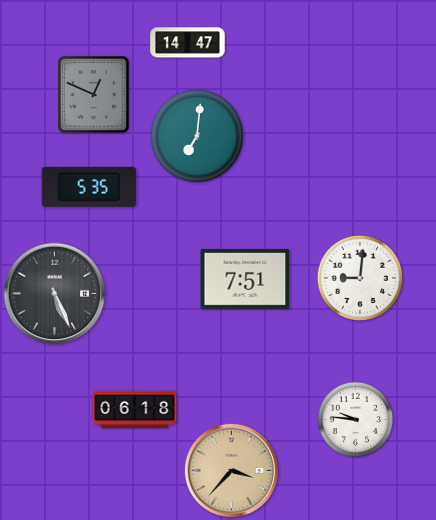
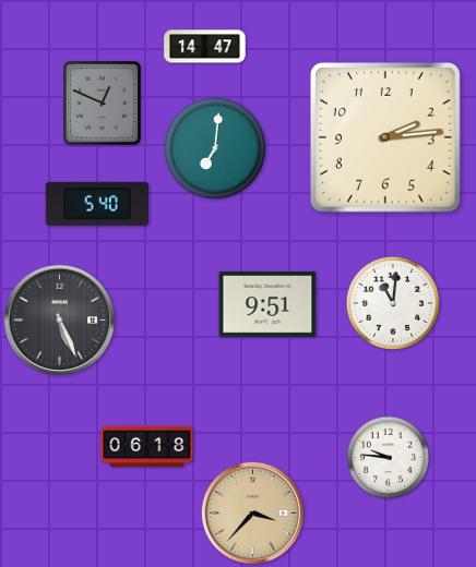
clock at (385, 137): none -> 2:14
clock at (89, 187): 5:35 -> 5:40
clock at (360, 278): 9:01 -> 11:01
clock at (245, 279): 7:51 -> 9:51
